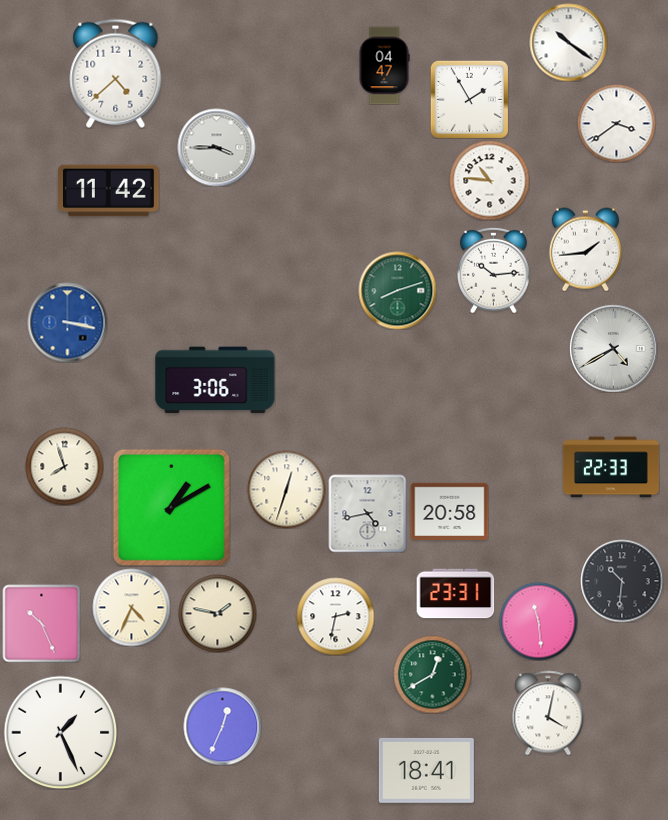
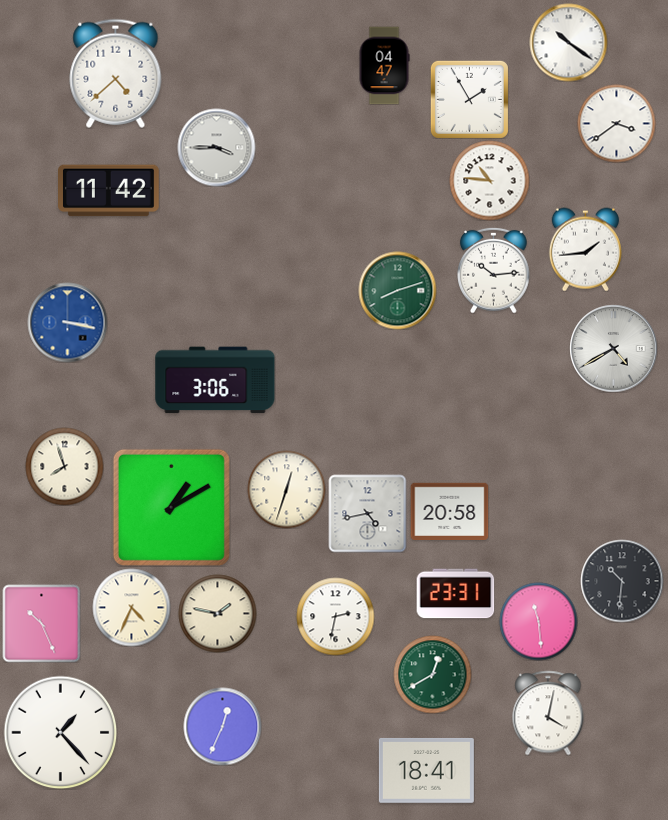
clock at (611, 467): 22:33 -> none
clock at (60, 732): 1:26 -> 1:23
